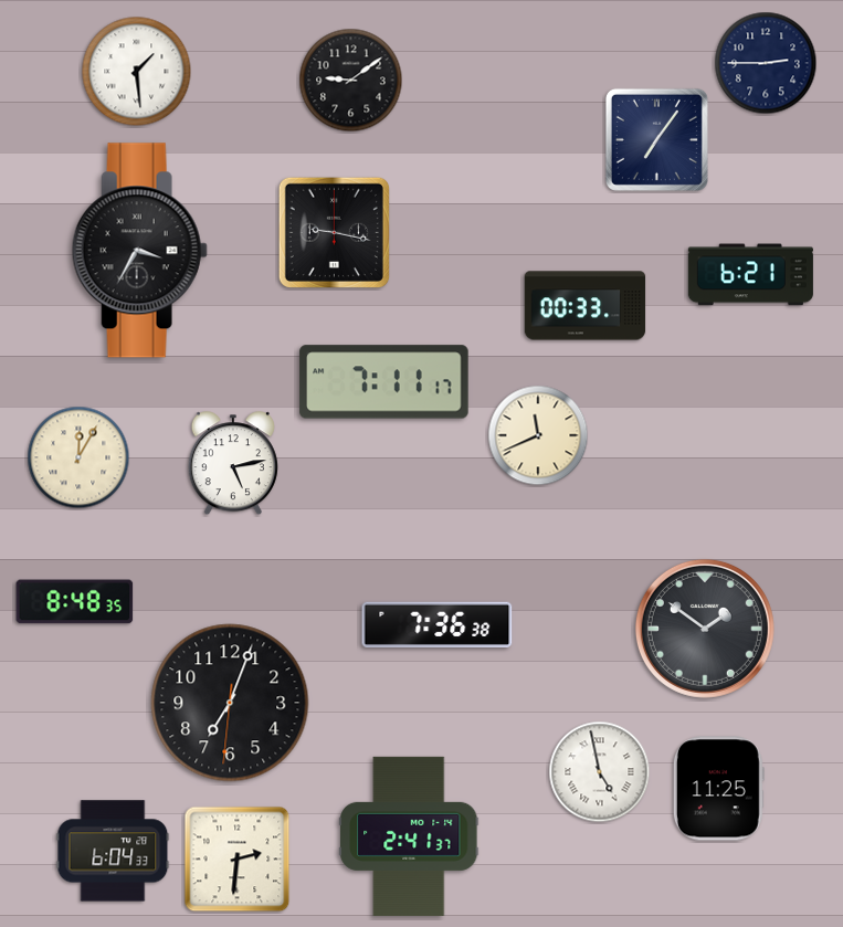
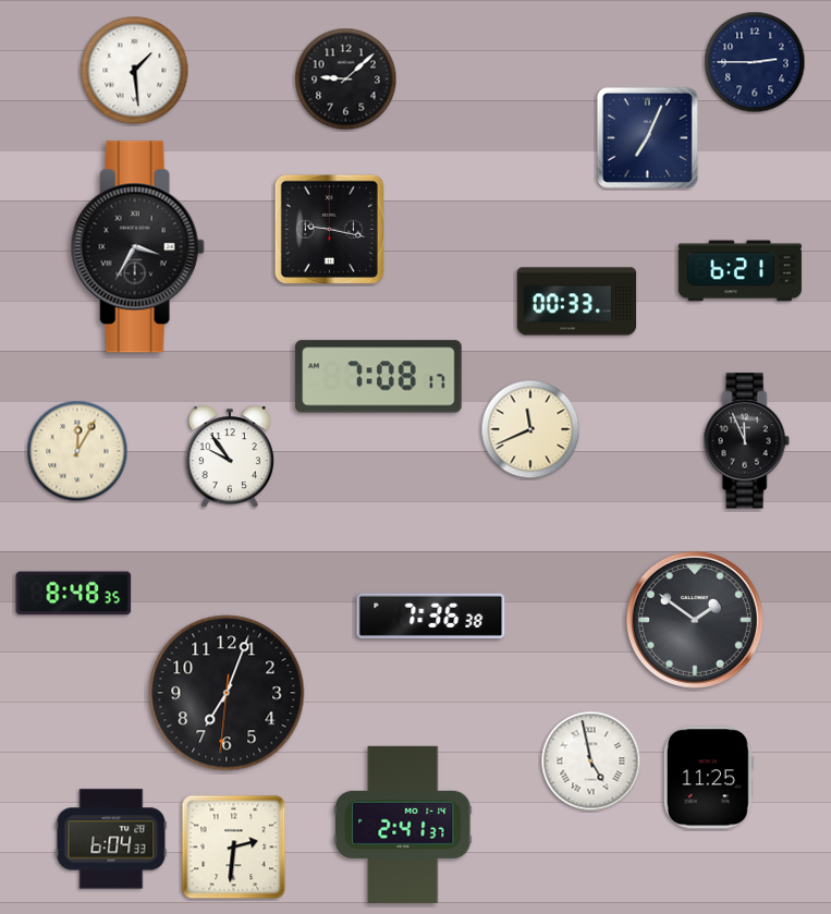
clock at (351, 81): 9:09 -> 9:08
clock at (656, 139): 7:06 -> 7:04
clock at (384, 382): 7:11 -> 7:08
clock at (746, 441): none -> 11:56
clock at (233, 464): 5:13 -> 9:54
